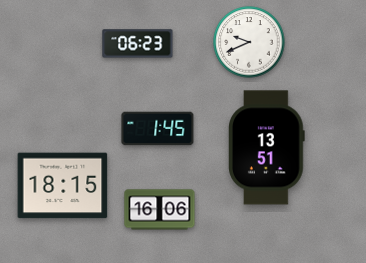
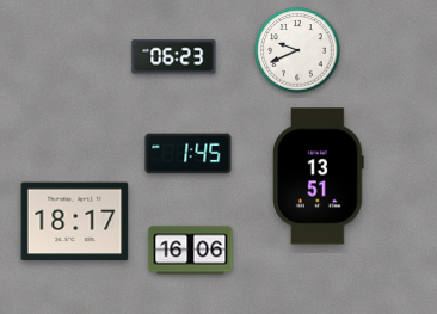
clock at (138, 44) position: (138, 44) -> (174, 57)
clock at (63, 186): 18:15 -> 18:17
